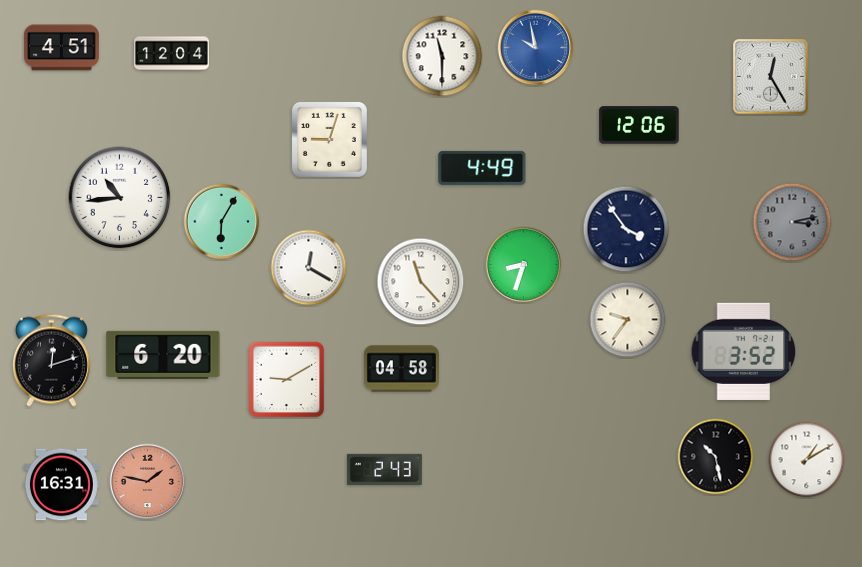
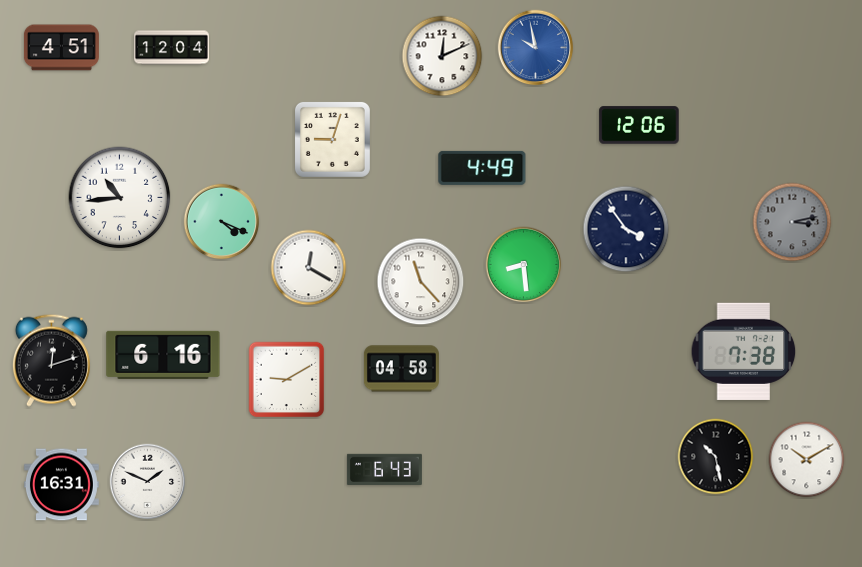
clock at (171, 54) position: (171, 54) -> (171, 48)
clock at (442, 56): 11:30 -> 12:11
clock at (771, 77): 12:25 -> none
clock at (329, 139) position: (329, 139) -> (332, 139)
clock at (222, 222): 6:05 -> 4:19
clock at (524, 265): 8:33 -> 8:29
clock at (628, 320): 9:36 -> none
clock at (744, 351): 3:52 -> 7:38
clock at (163, 355): 6:20 -> 6:16
clock at (807, 460): 1:10 -> 10:10
clock at (384, 469): 2:43 -> 6:43
clock at (148, 482): 1:47 -> 1:49
clock at (148, 482) dial: salmon -> white
